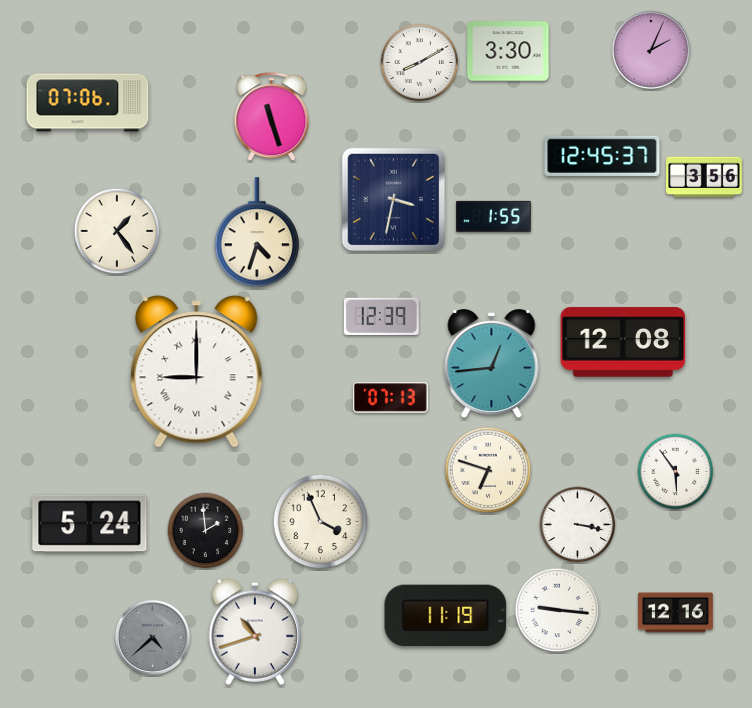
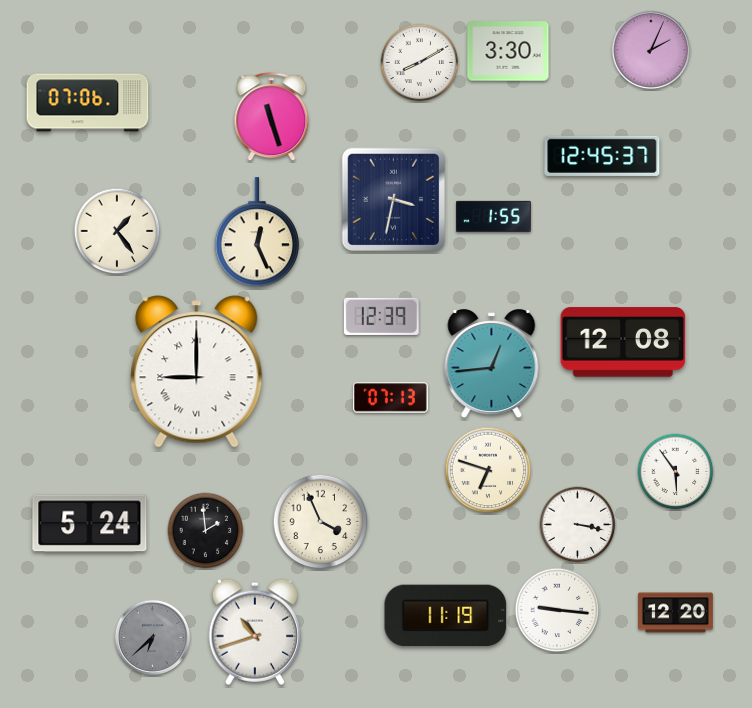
clock at (704, 177): 3:56 -> none
clock at (257, 233): 4:33 -> 12:26
clock at (676, 613): 12:16 -> 12:20
clock at (152, 637): 4:38 -> 6:38
